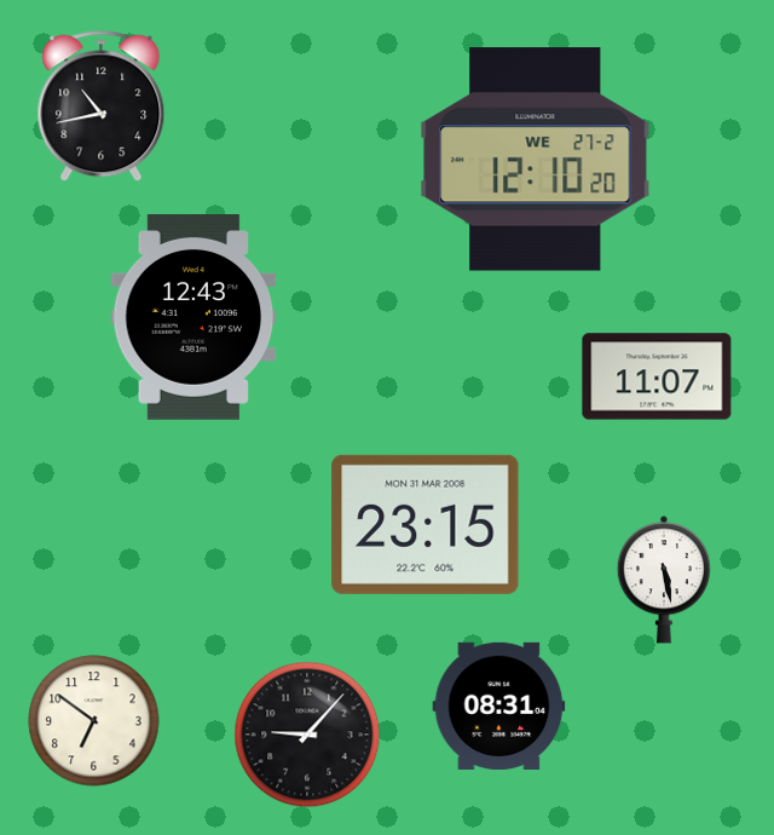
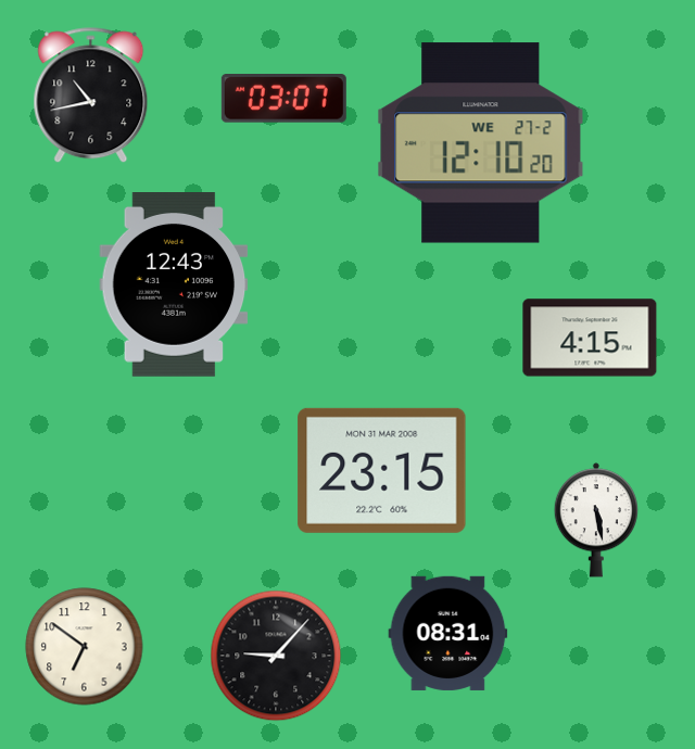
clock at (283, 99): none -> 03:07
clock at (657, 376): 11:07 -> 4:15
clock at (307, 735) position: (307, 735) -> (276, 656)
